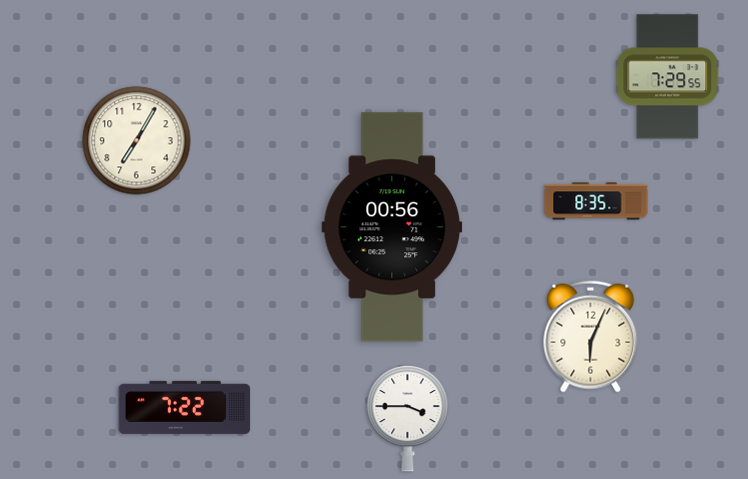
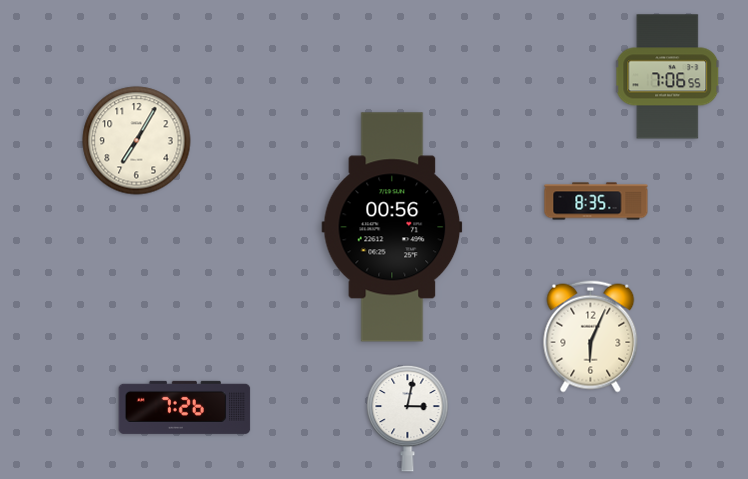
clock at (668, 77): 7:29 -> 7:06
clock at (185, 407): 7:22 -> 7:26
clock at (408, 418): 3:45 -> 3:02
